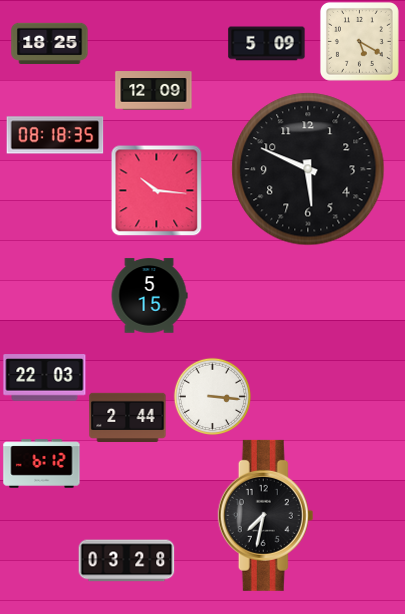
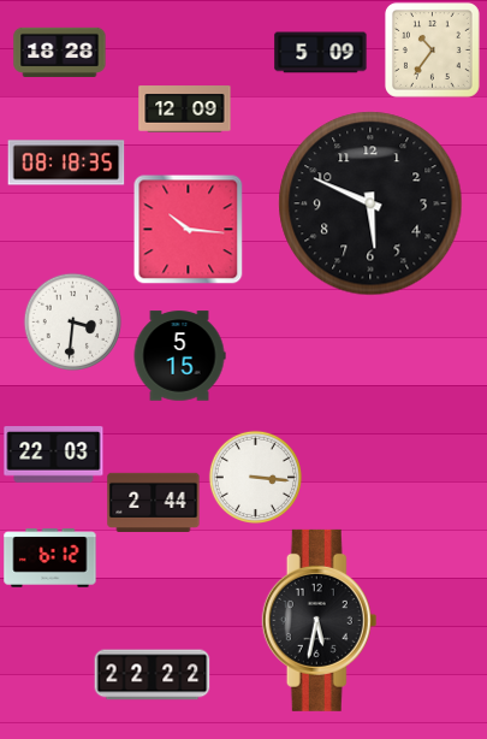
clock at (359, 41): 5:20 -> 10:36
clock at (50, 43): 18:25 -> 18:28
clock at (72, 321): none -> 3:31
clock at (266, 515): 7:32 -> 5:32
clock at (127, 561): 03:28 -> 22:22
